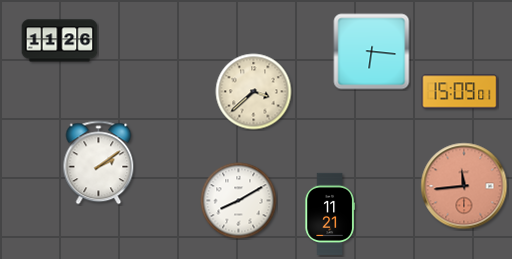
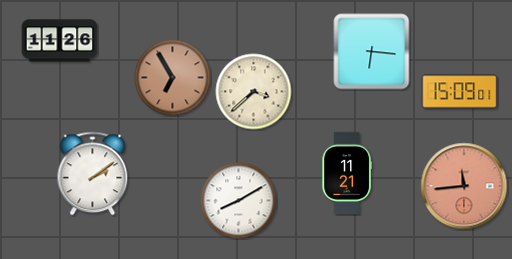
clock at (173, 78): none -> 6:55
clock at (99, 163) position: (99, 163) -> (93, 174)
clock at (330, 213) position: (330, 213) -> (347, 172)
